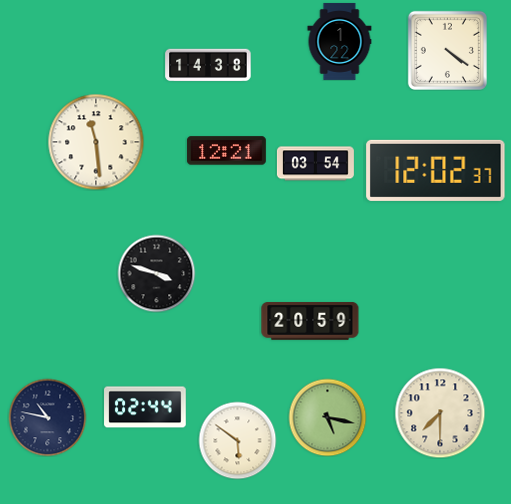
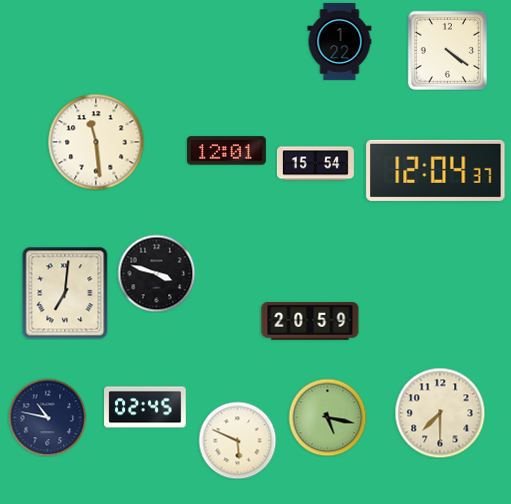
clock at (208, 65): 14:38 -> none
clock at (226, 151): 12:21 -> 12:01
clock at (315, 164): 03:54 -> 15:54
clock at (436, 170): 12:02 -> 12:04
clock at (65, 293): none -> 7:01
clock at (145, 407): 02:44 -> 02:45
clock at (237, 440): 5:51 -> 5:49
